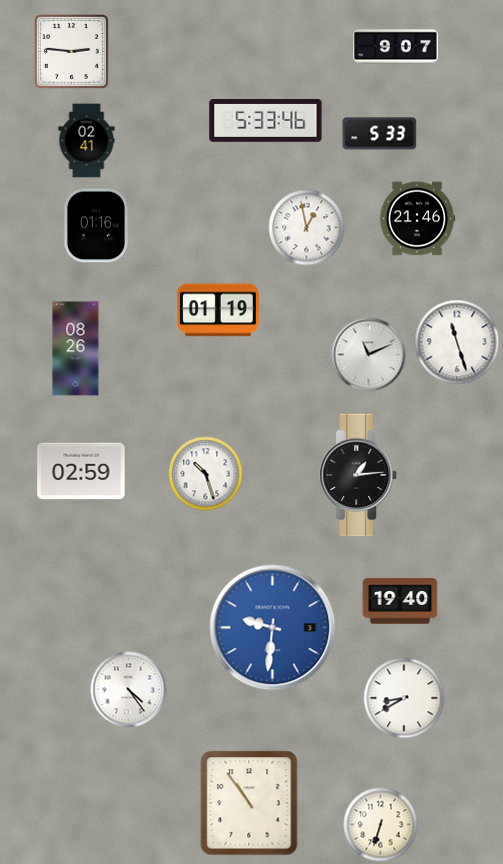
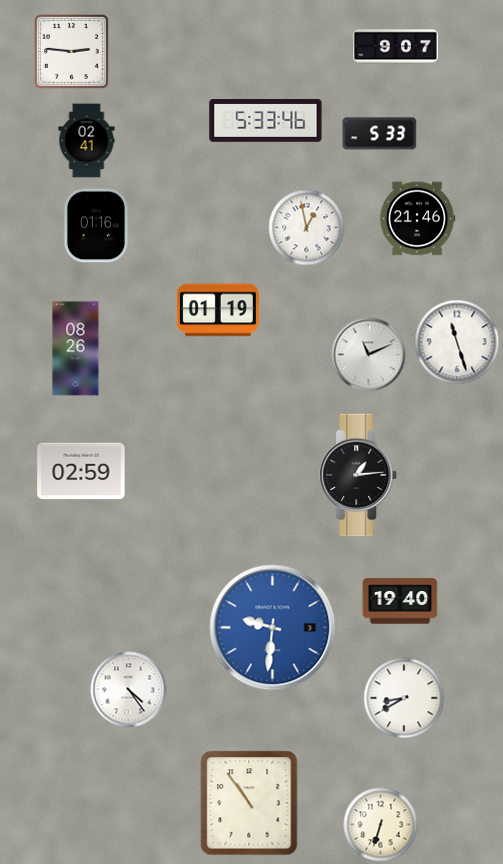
clock at (206, 474): 10:27 -> none
